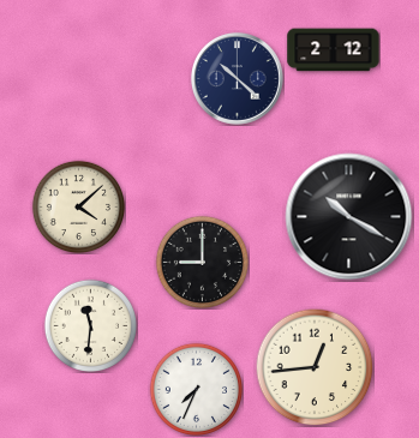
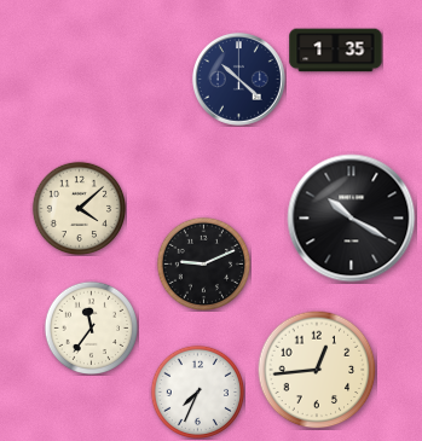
clock at (334, 50): 2:12 -> 1:35
clock at (202, 262): 9:00 -> 9:11
clock at (90, 325): 11:31 -> 11:36
